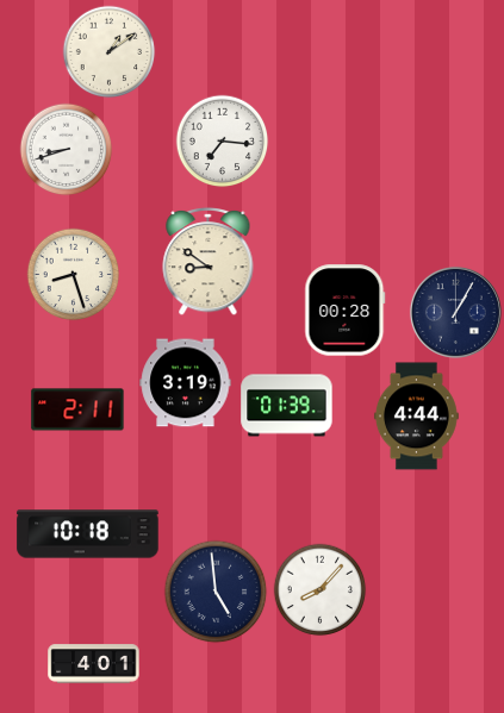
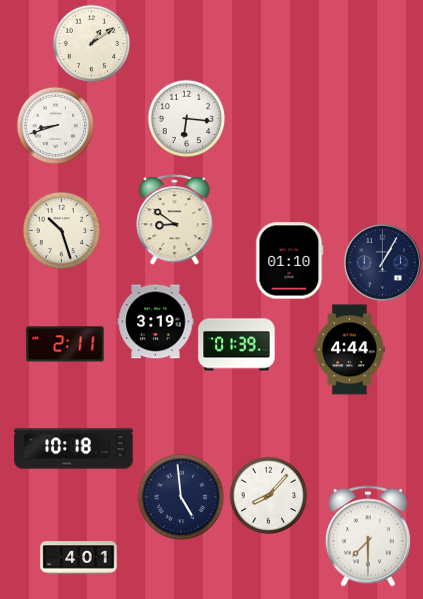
clock at (222, 140): 7:16 -> 6:16
clock at (73, 274): 8:27 -> 10:27
clock at (346, 311): 00:28 -> 01:10
clock at (287, 406) position: (287, 406) -> (237, 345)
clock at (368, 536): none -> 7:30
